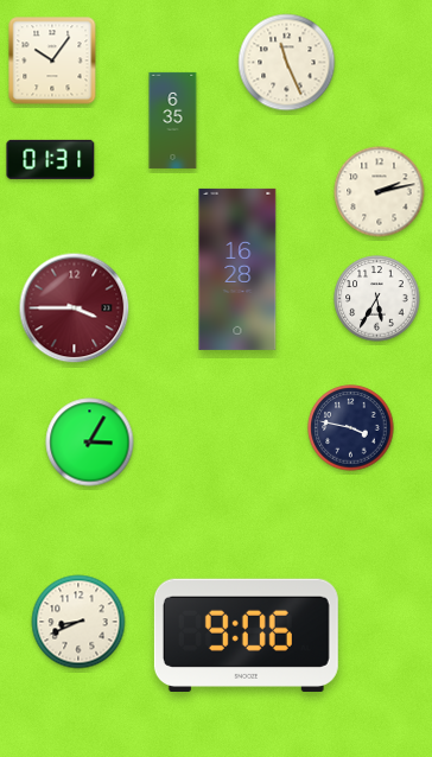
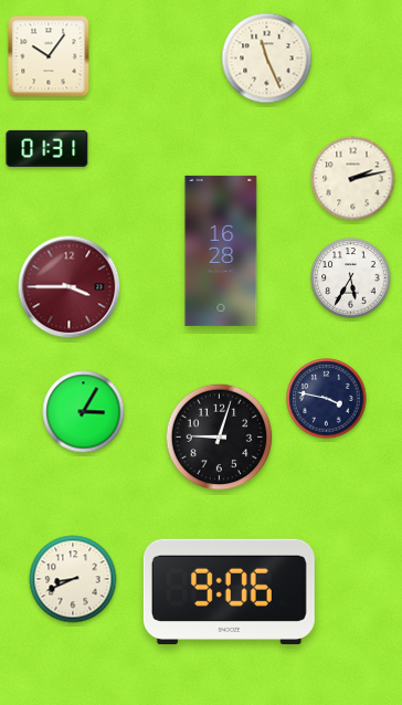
clock at (173, 120): 6:35 -> none
clock at (220, 438): none -> 9:03
